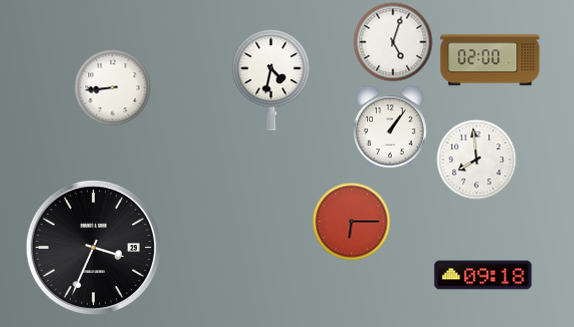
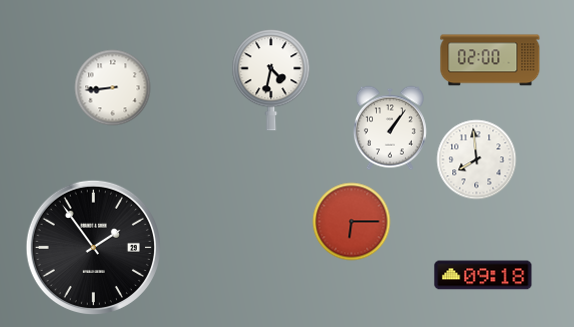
clock at (393, 42): 5:03 -> none
clock at (93, 247): 3:34 -> 1:54
